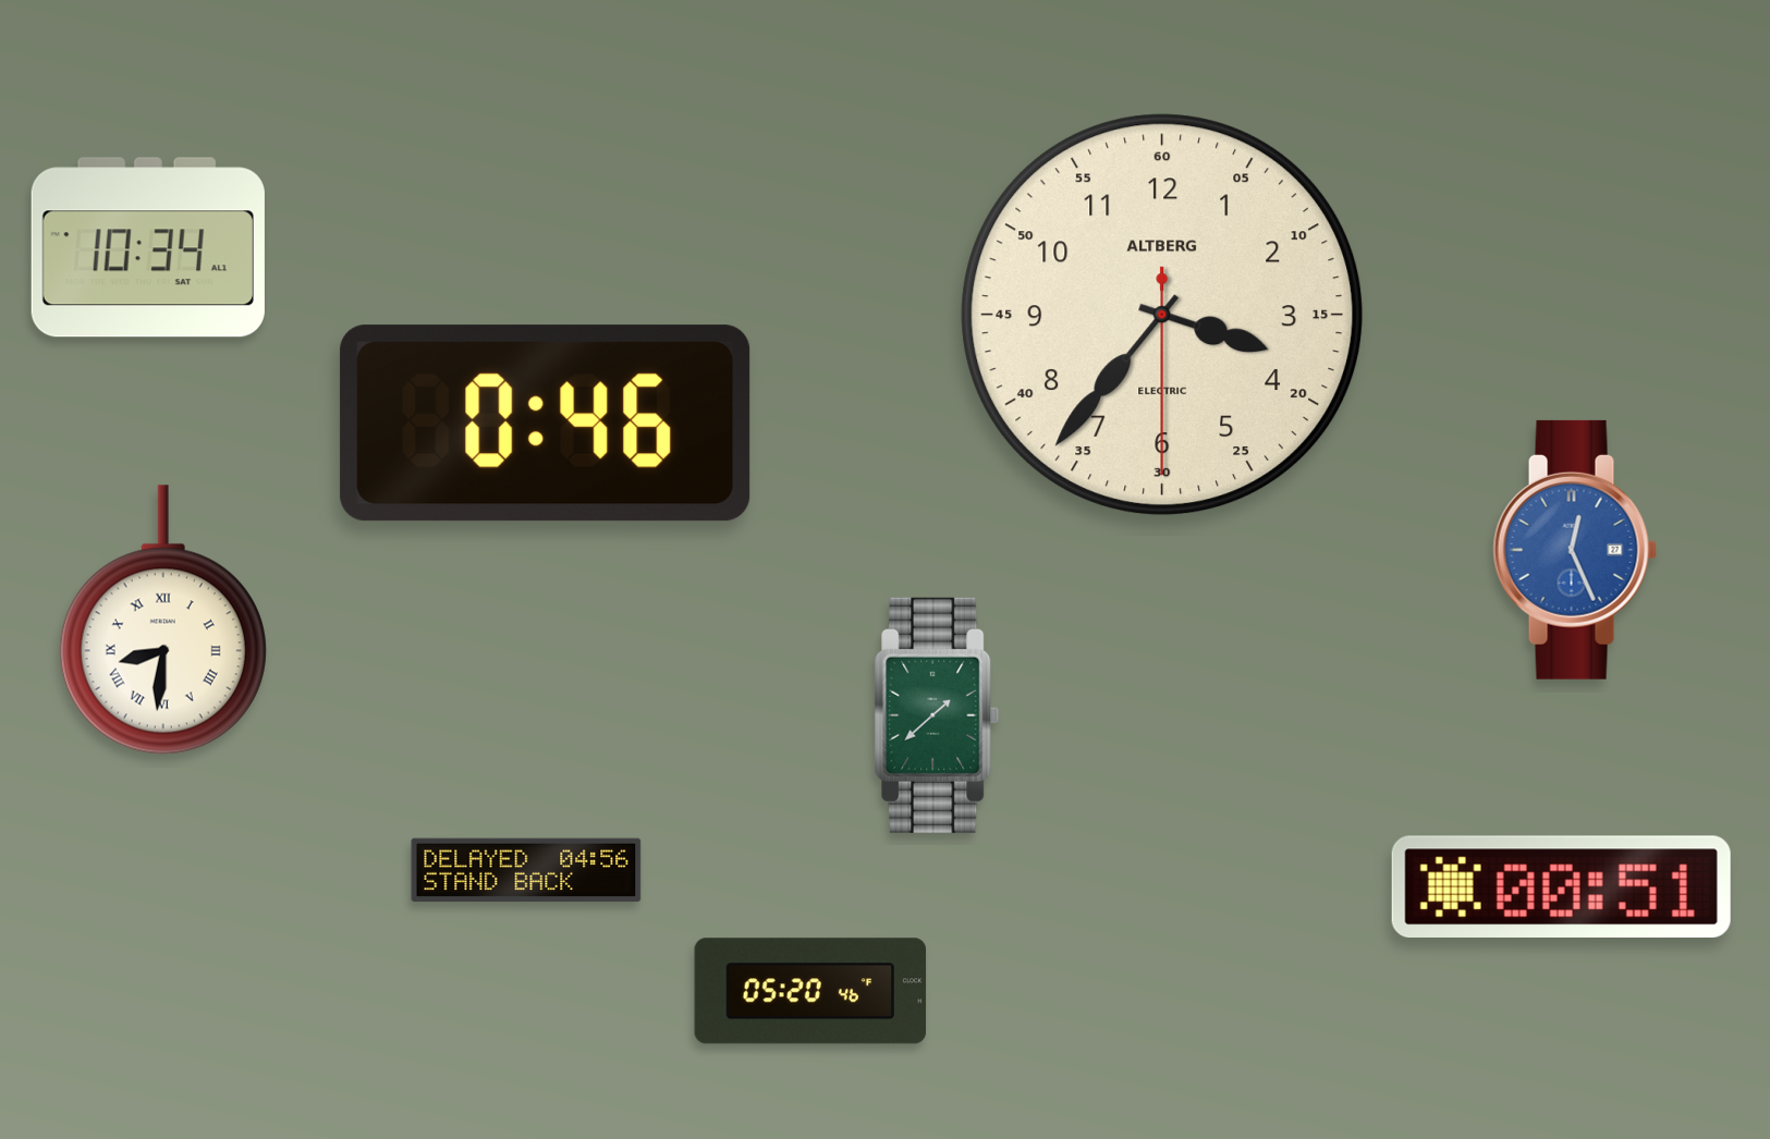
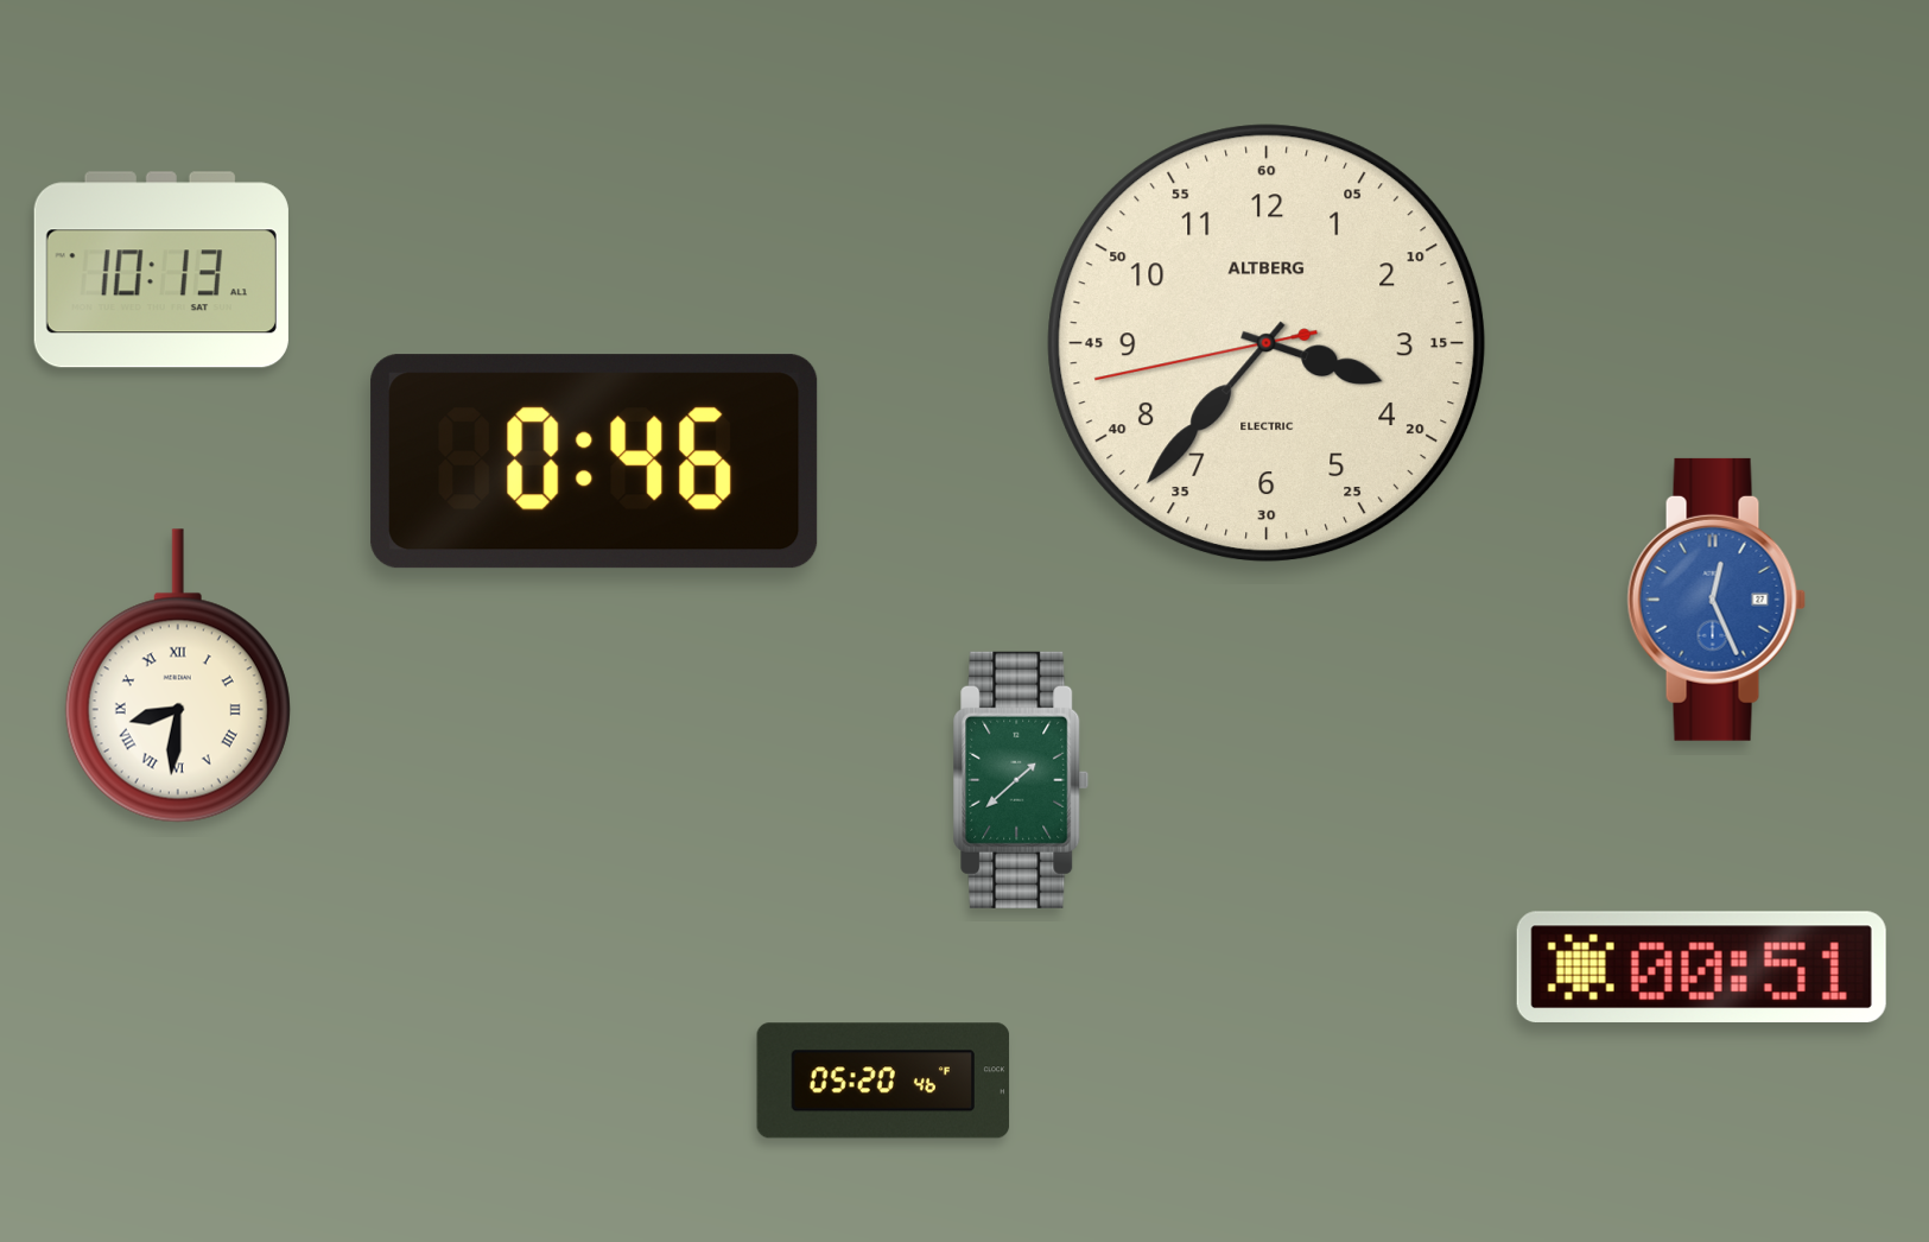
clock at (148, 247): 10:34 -> 10:13
clock at (1162, 315): 3:36:30 -> 3:36:43
clock at (526, 870): 04:56 -> none
